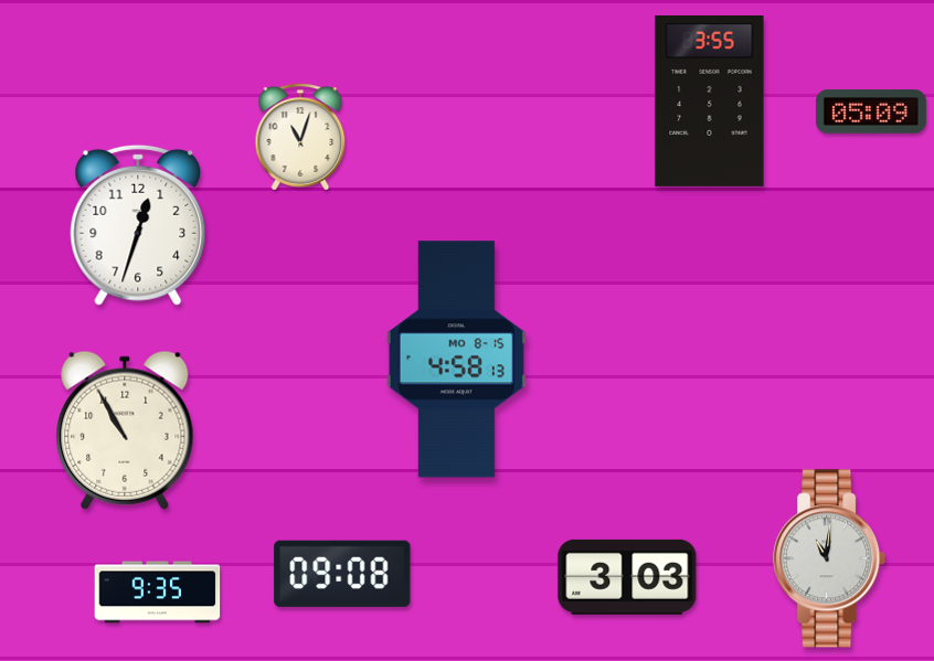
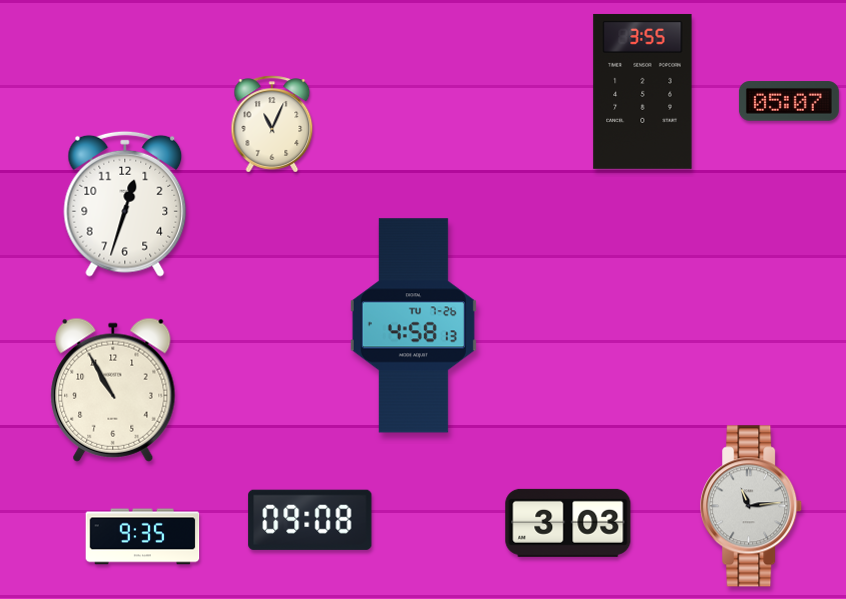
clock at (871, 111): 05:09 -> 05:07
clock at (300, 137): 11:03 -> 11:04
clock at (456, 360) date: MO 8-15 -> TU 7-26
clock at (830, 558): 11:01 -> 11:14
